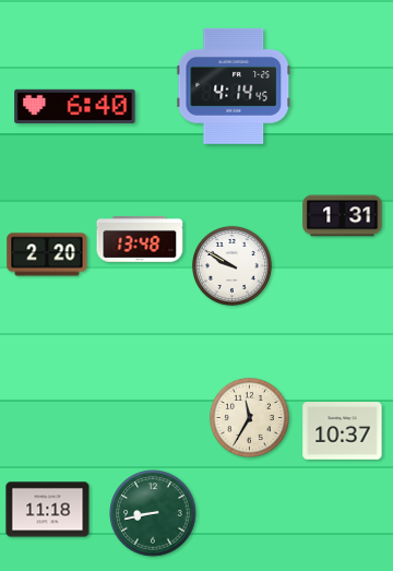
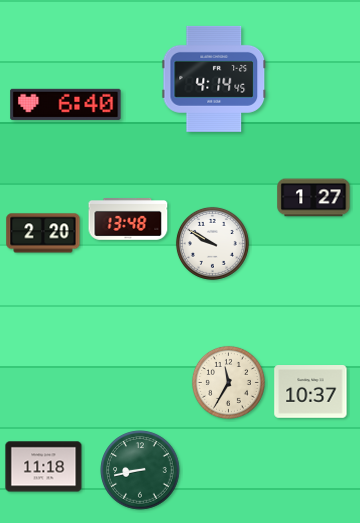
clock at (75, 106) position: (75, 106) -> (66, 104)
clock at (343, 216): 1:31 -> 1:27
clock at (343, 431) position: (343, 431) -> (311, 392)
